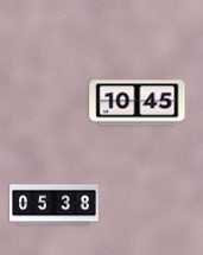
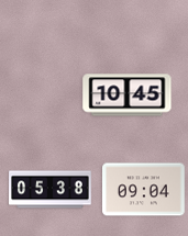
clock at (144, 190): none -> 09:04
